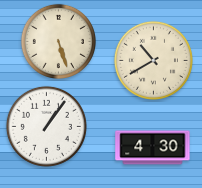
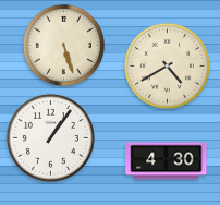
clock at (153, 60): 10:40 -> 4:40
